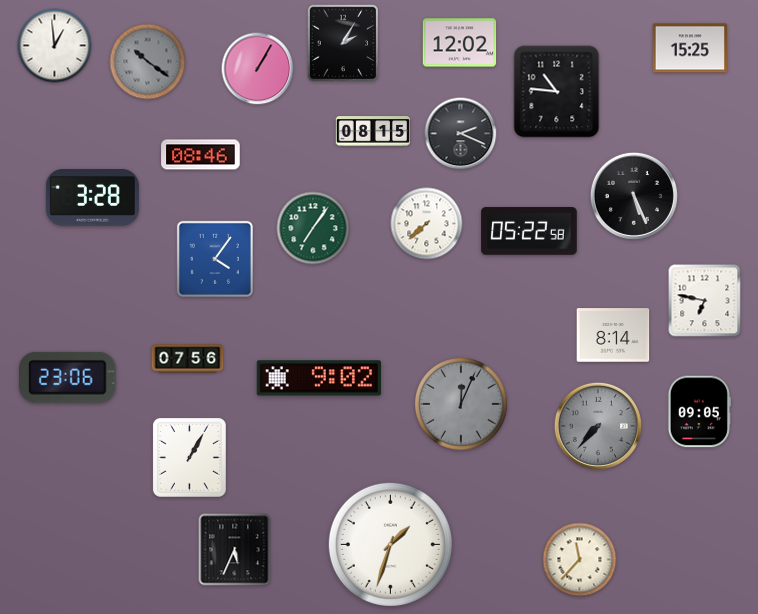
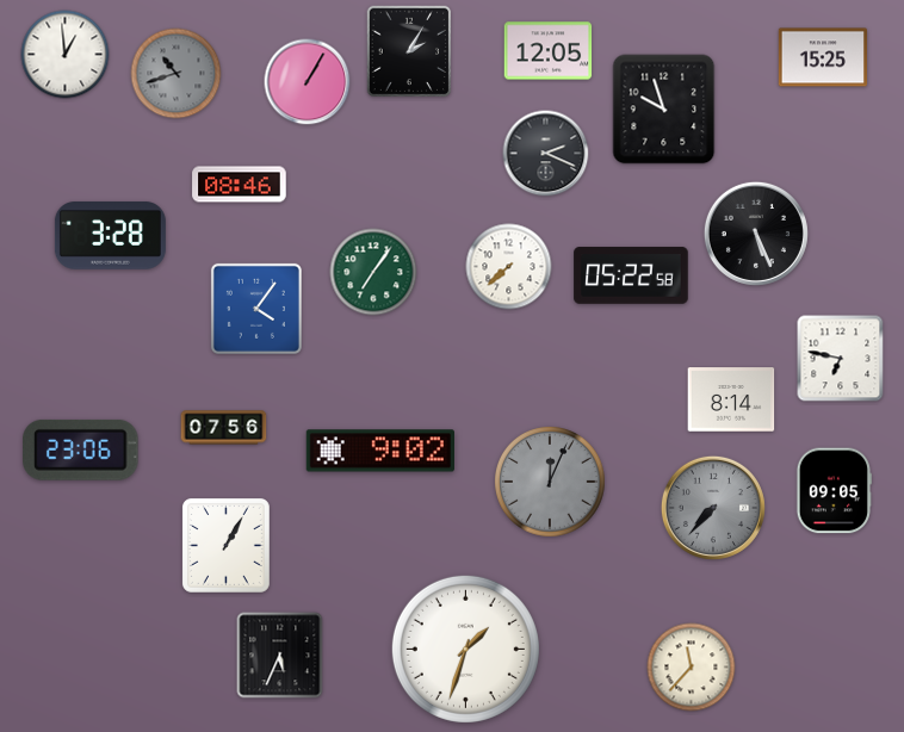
clock at (460, 43): 12:02 -> 12:05
clock at (148, 62): 10:21 -> 10:42
clock at (557, 92): 10:46 -> 9:57
clock at (373, 131): 08:15 -> none
clock at (461, 134) position: (461, 134) -> (546, 154)
